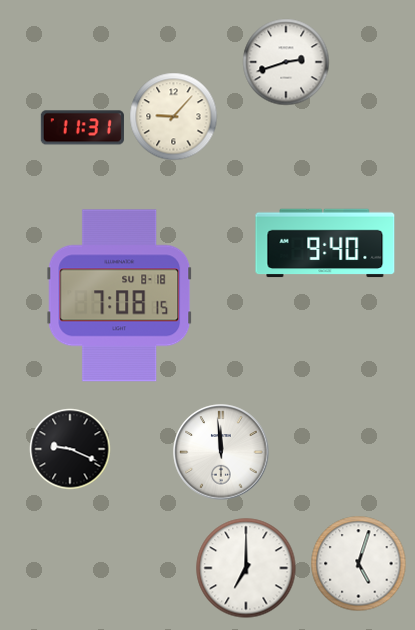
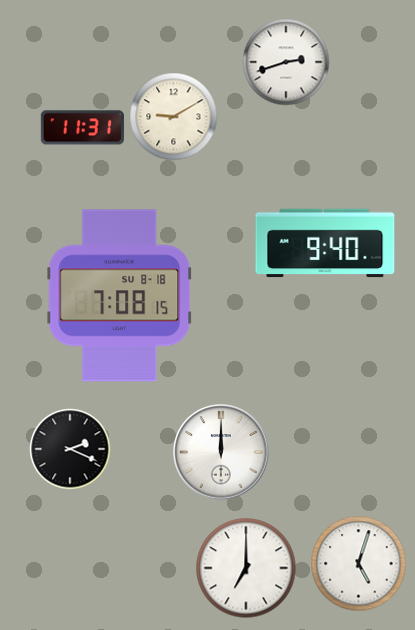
clock at (174, 117): 9:07 -> 9:10
clock at (70, 449): 9:19 -> 2:19
clock at (221, 452): 11:59 -> 12:00
